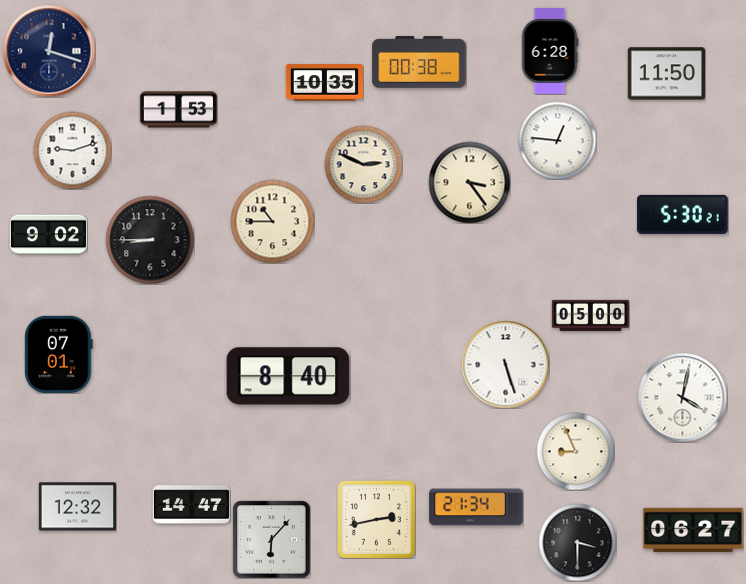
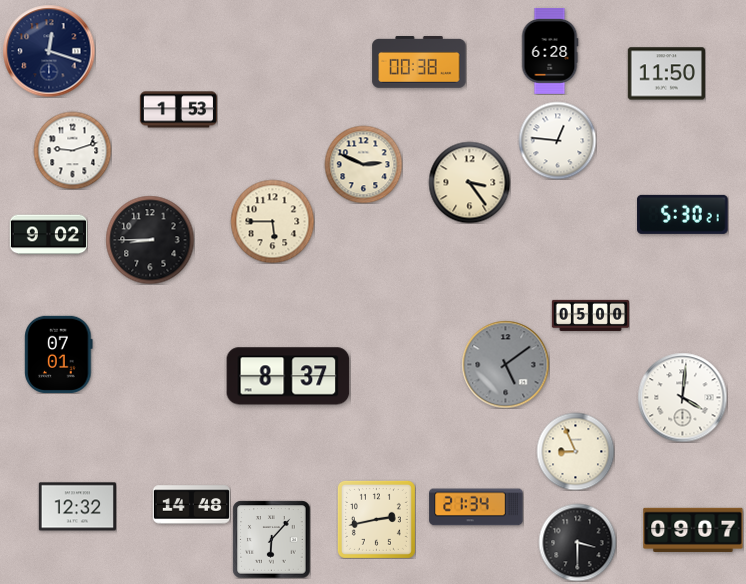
clock at (324, 83): 10:35 -> none
clock at (272, 221): 10:45 -> 5:45
clock at (505, 364): 5:27 -> 5:09
clock at (505, 364) dial: white -> grey
clock at (288, 376): 8:40 -> 8:37
clock at (682, 397): 4:02 -> 4:01
clock at (191, 505): 14:47 -> 14:48
clock at (693, 530): 06:27 -> 09:07
